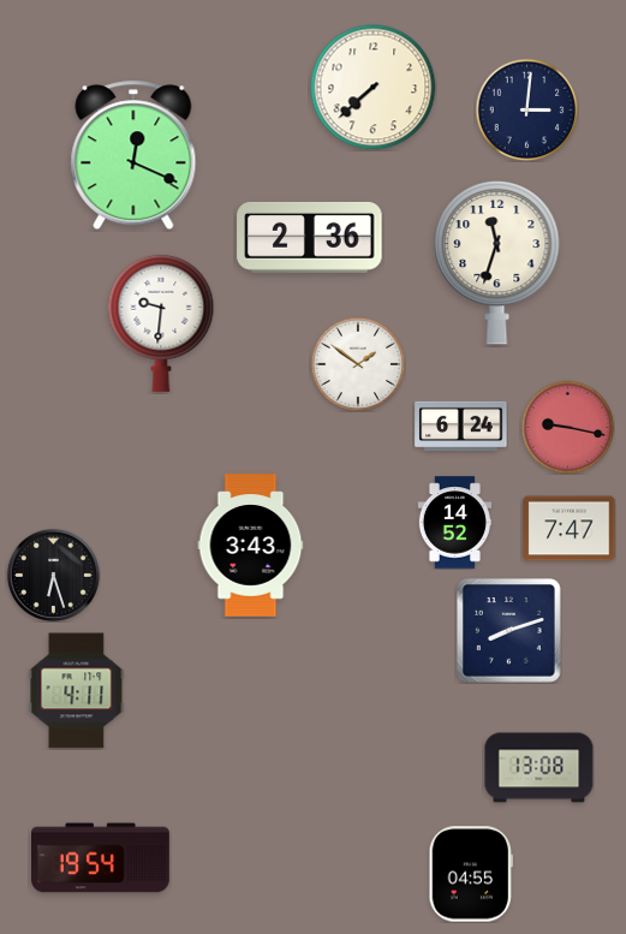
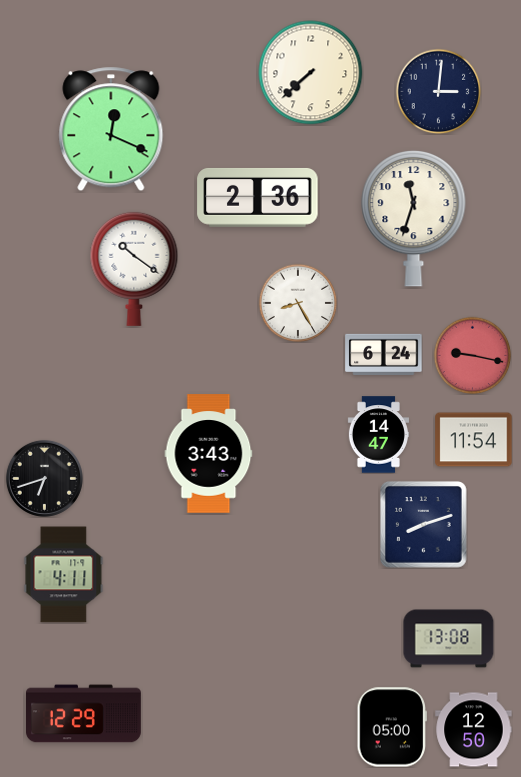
clock at (161, 323): 9:31 -> 10:21
clock at (358, 364): 1:51 -> 8:25
clock at (454, 523): 14:52 -> 14:47
clock at (570, 529): 7:47 -> 11:54
clock at (53, 575): 6:27 -> 6:42
clock at (101, 858): 19:54 -> 12:29
clock at (470, 874): 04:55 -> 05:00
clock at (474, 730): none -> 12:50
